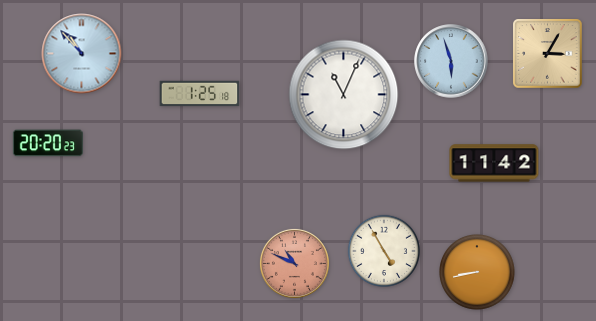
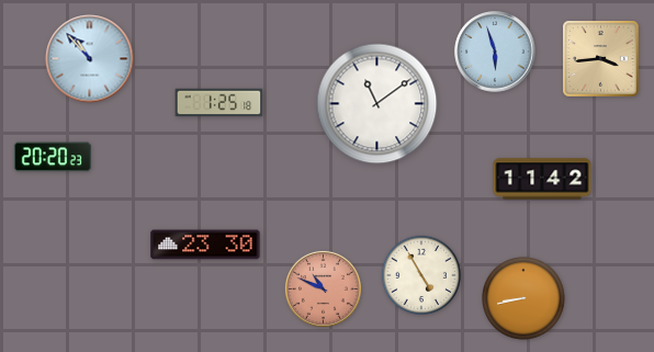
clock at (548, 54): 3:05 -> 3:44
clock at (451, 61) position: (451, 61) -> (495, 52)
clock at (344, 95): 11:04 -> 11:09
clock at (205, 245): none -> 23:30
